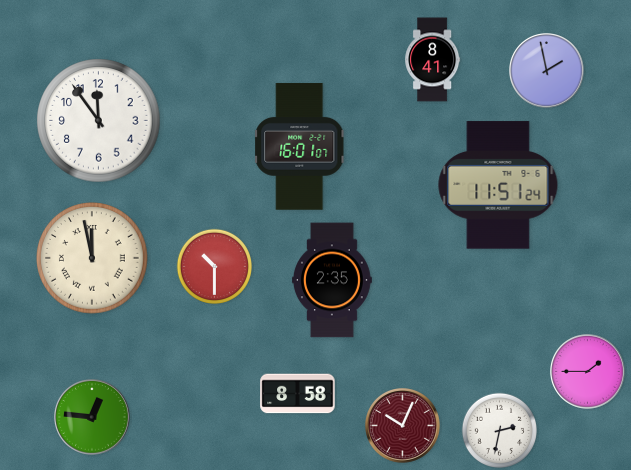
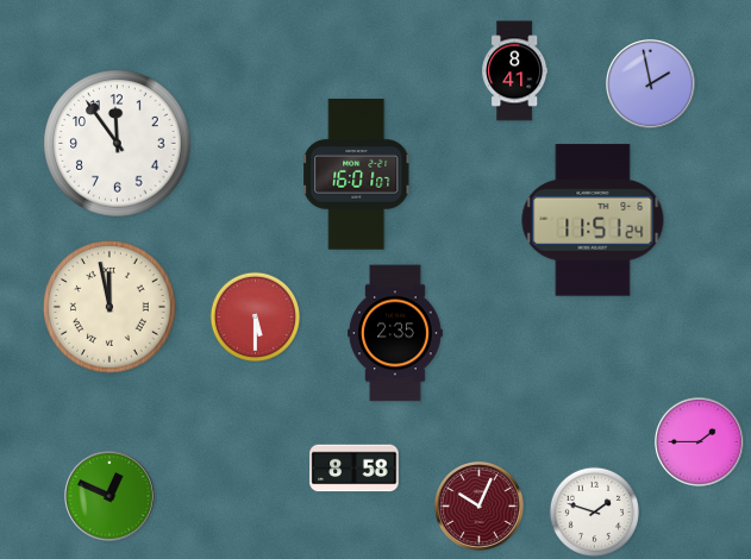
clock at (214, 266): 10:30 -> 5:30
clock at (93, 418): 12:46 -> 12:49
clock at (499, 430): 2:32 -> 1:48
